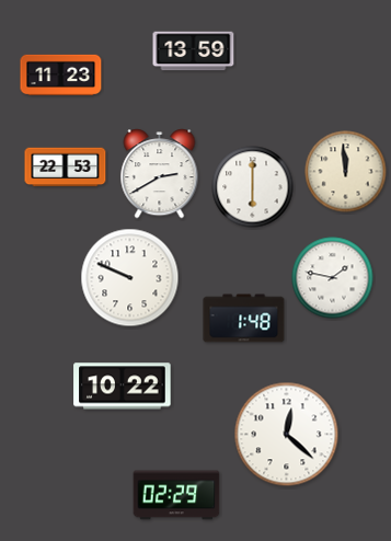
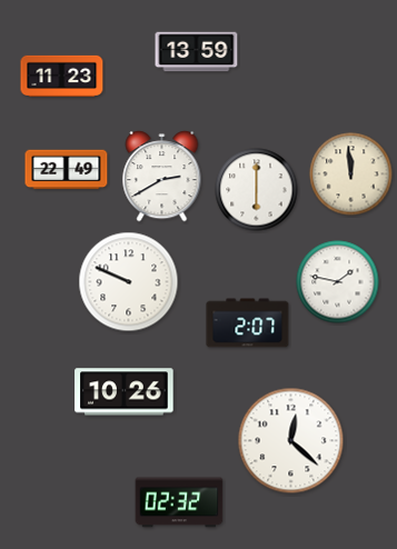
clock at (66, 168): 22:53 -> 22:49
clock at (130, 278) position: (130, 278) -> (129, 282)
clock at (244, 319): 1:48 -> 2:07
clock at (123, 387): 10:22 -> 10:26
clock at (176, 495): 02:29 -> 02:32
